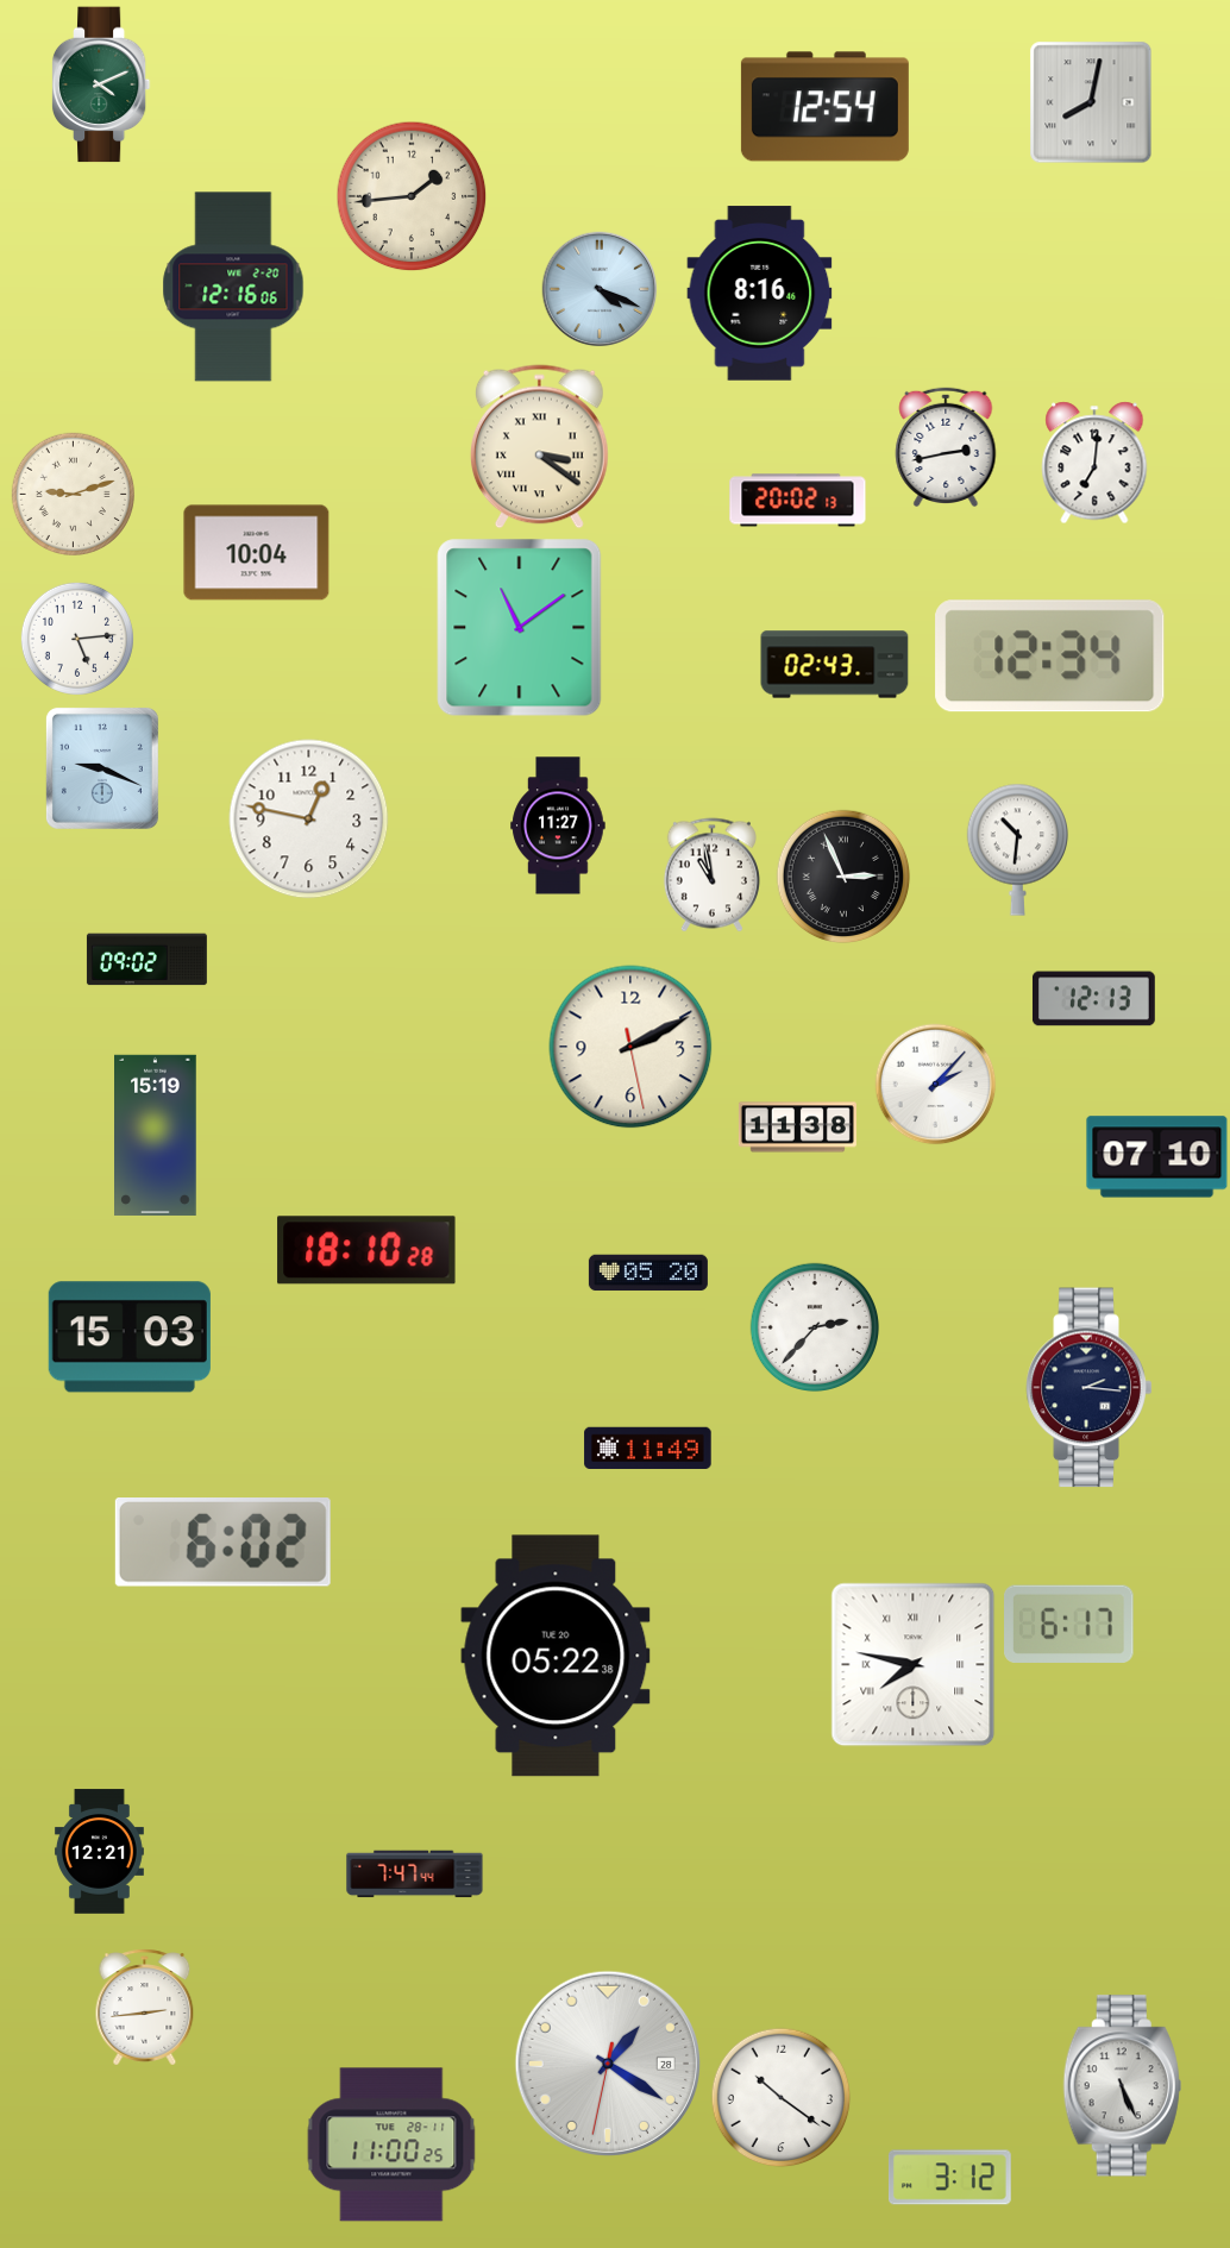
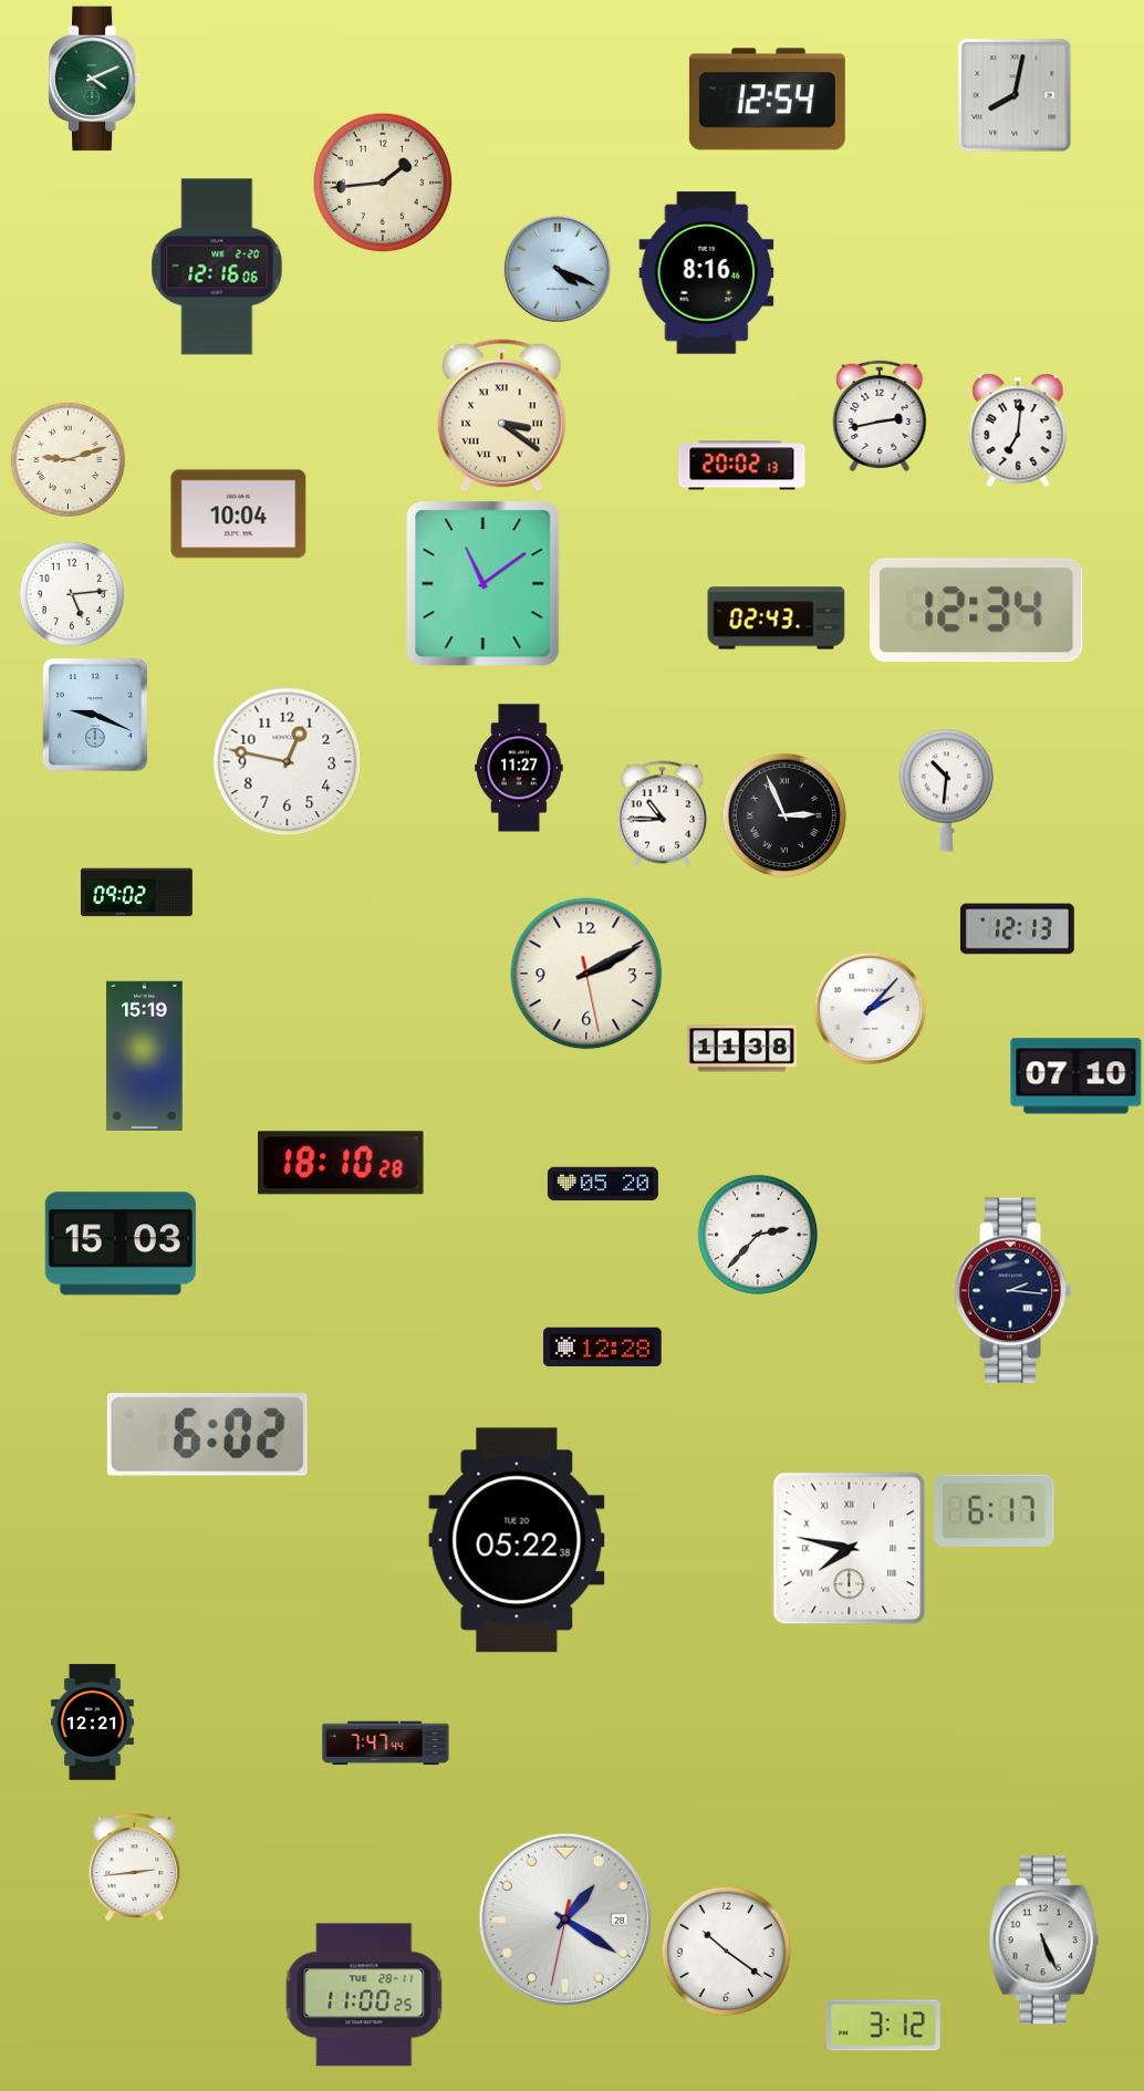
clock at (711, 875): 10:58 -> 10:45
clock at (648, 1449): 11:49 -> 12:28
